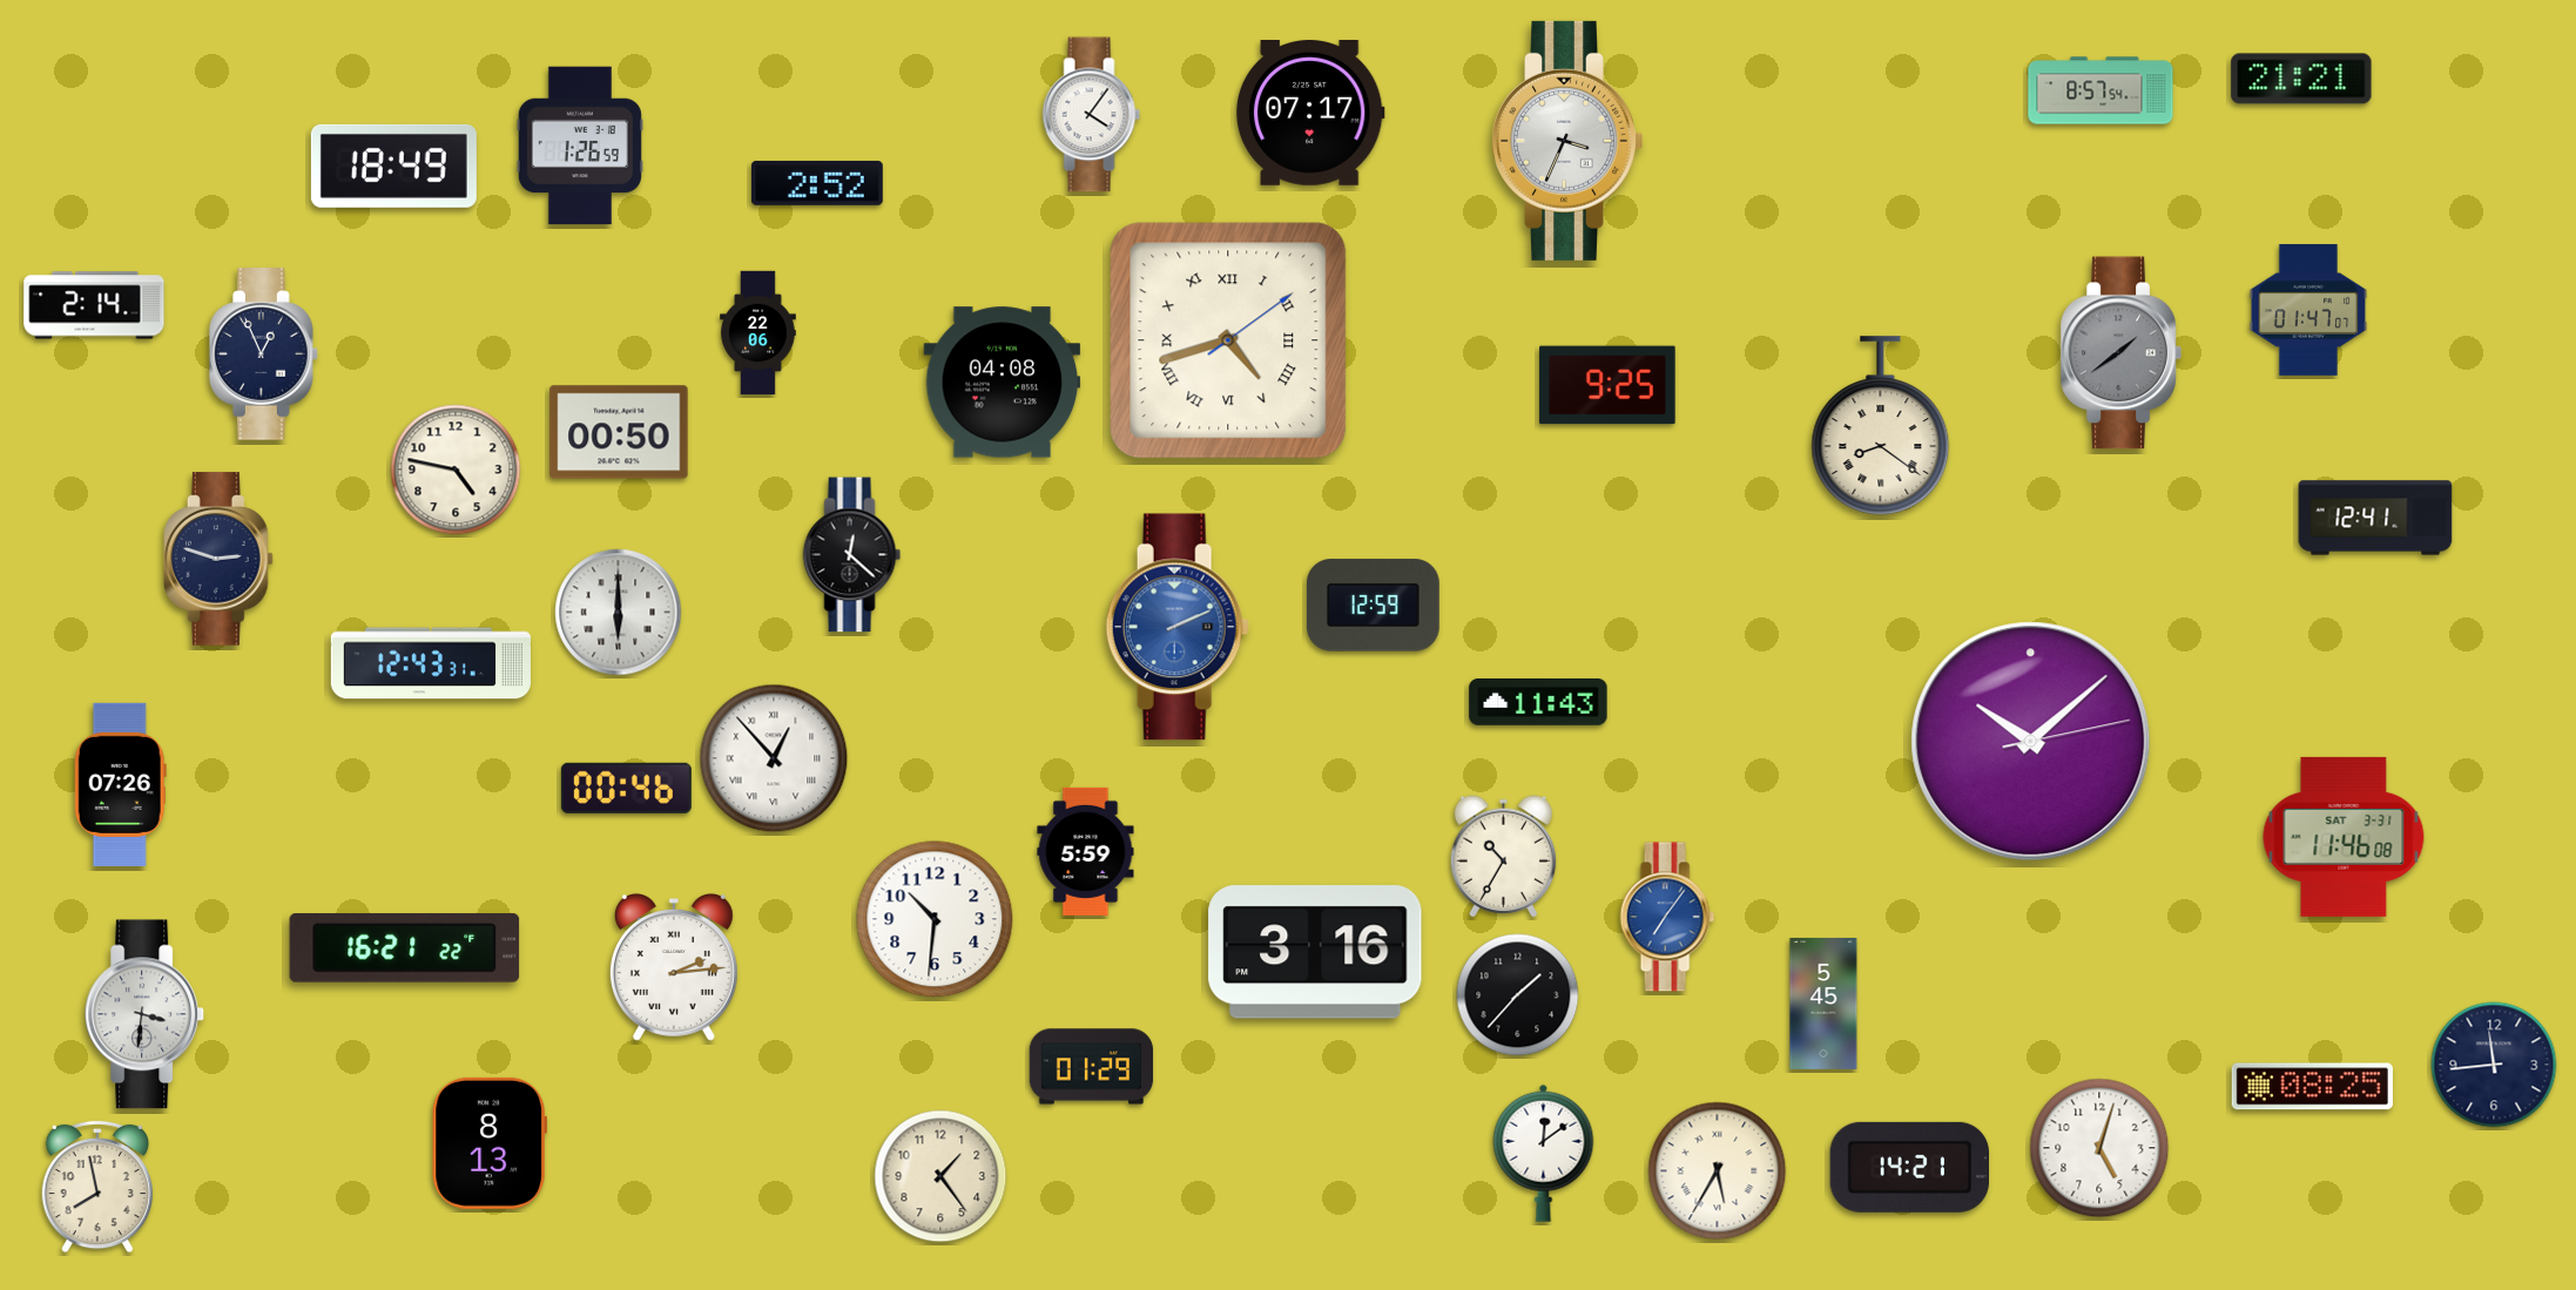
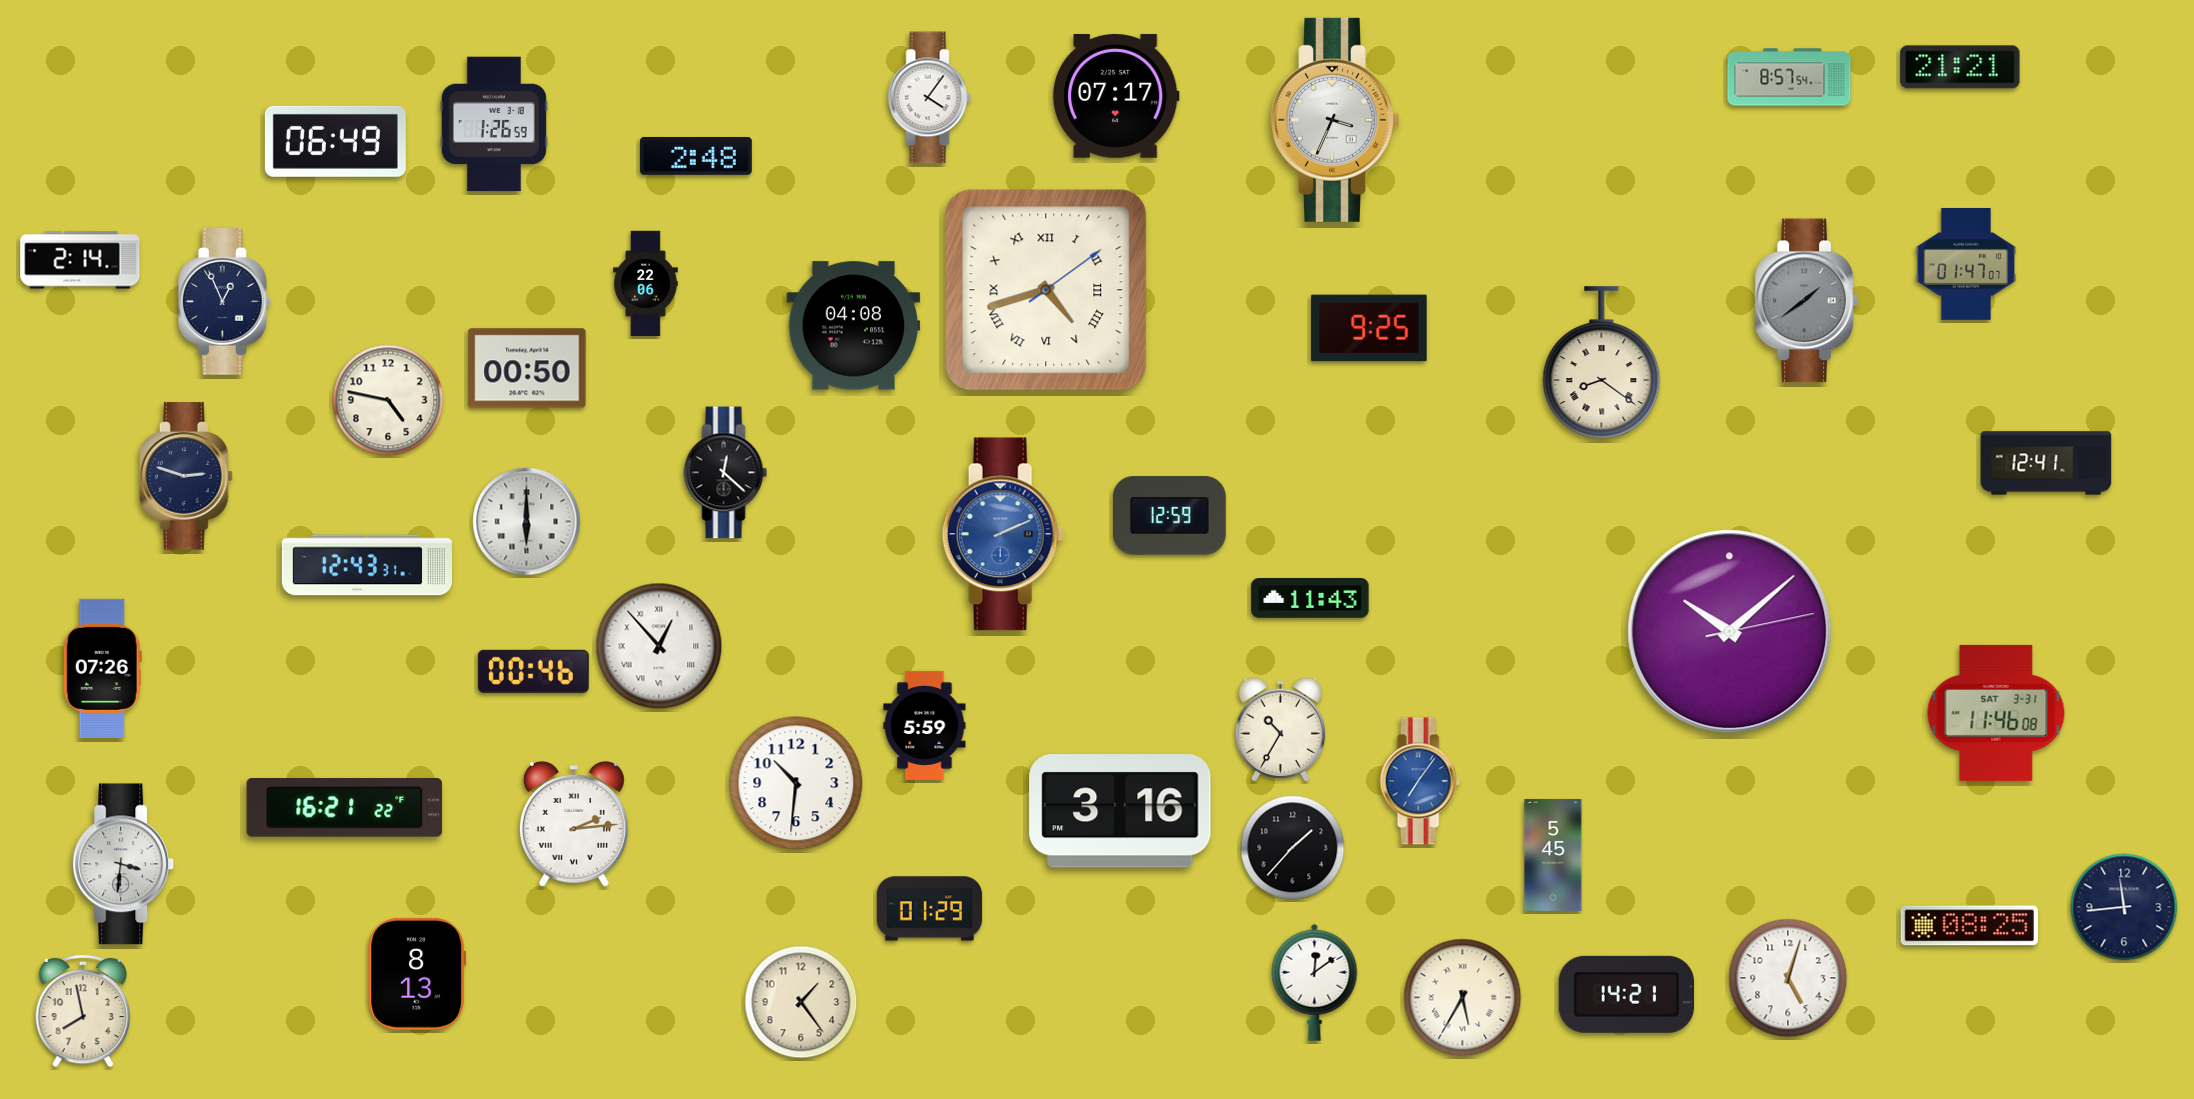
clock at (393, 166): 18:49 -> 06:49
clock at (817, 183): 2:52 -> 2:48
clock at (2375, 518) position: (2375, 518) -> (2046, 463)
